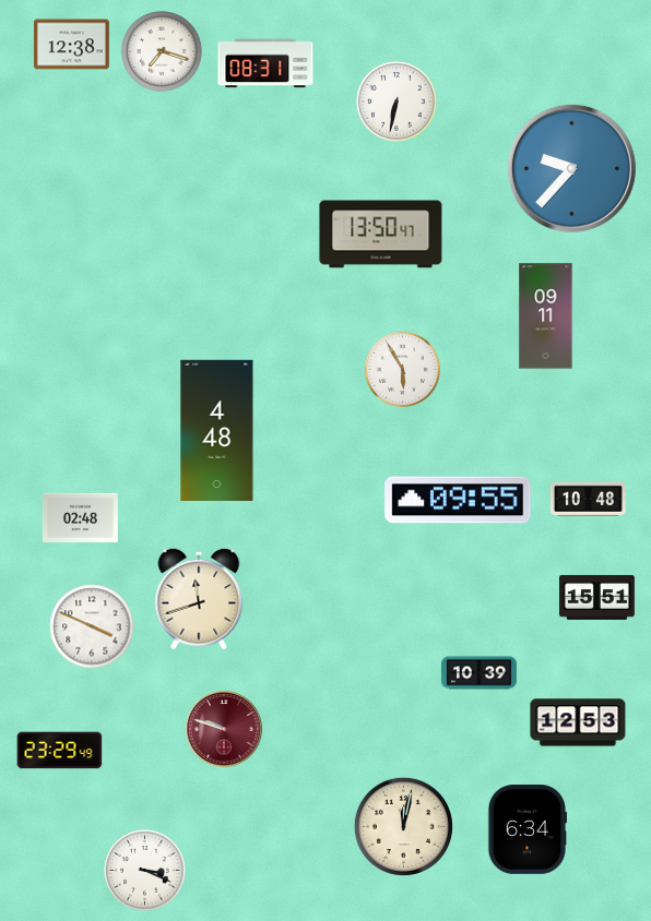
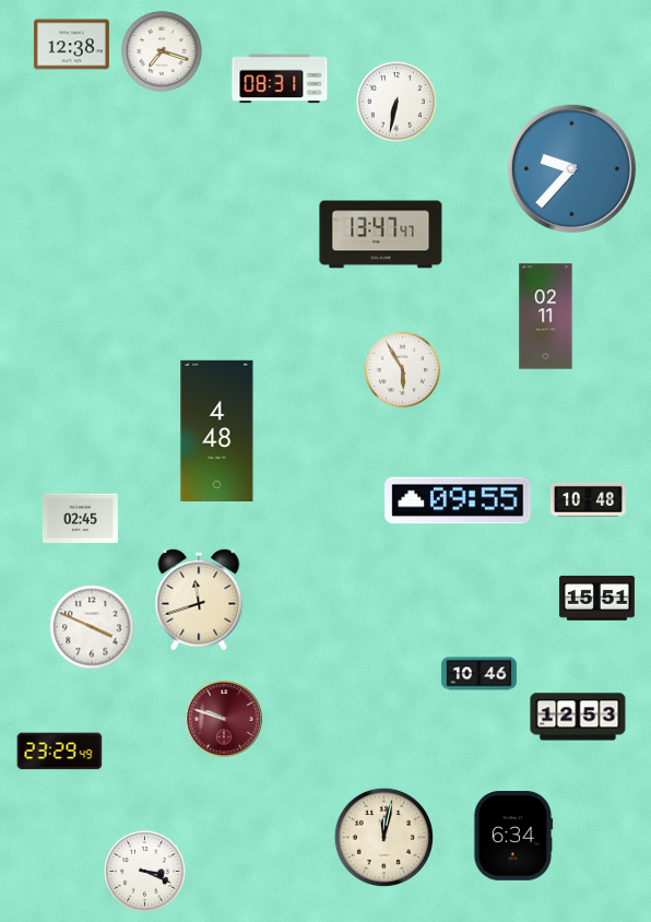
clock at (265, 63) position: (265, 63) -> (280, 79)
clock at (381, 235): 13:50 -> 13:47
clock at (546, 316): 09:11 -> 02:11
clock at (80, 517): 02:48 -> 02:45
clock at (478, 673): 10:39 -> 10:46
clock at (578, 722) position: (578, 722) -> (578, 717)
clock at (224, 729) position: (224, 729) -> (224, 719)
clock at (403, 826) position: (403, 826) -> (383, 837)
clock at (528, 830) position: (528, 830) -> (513, 837)
